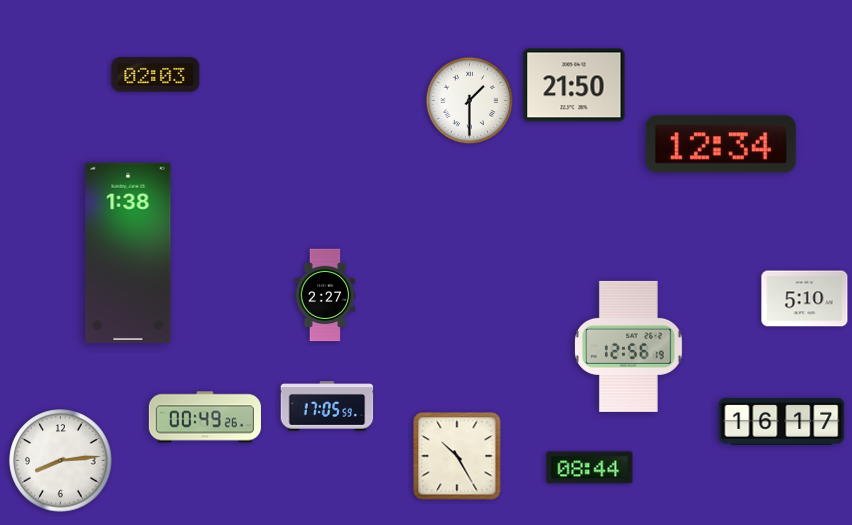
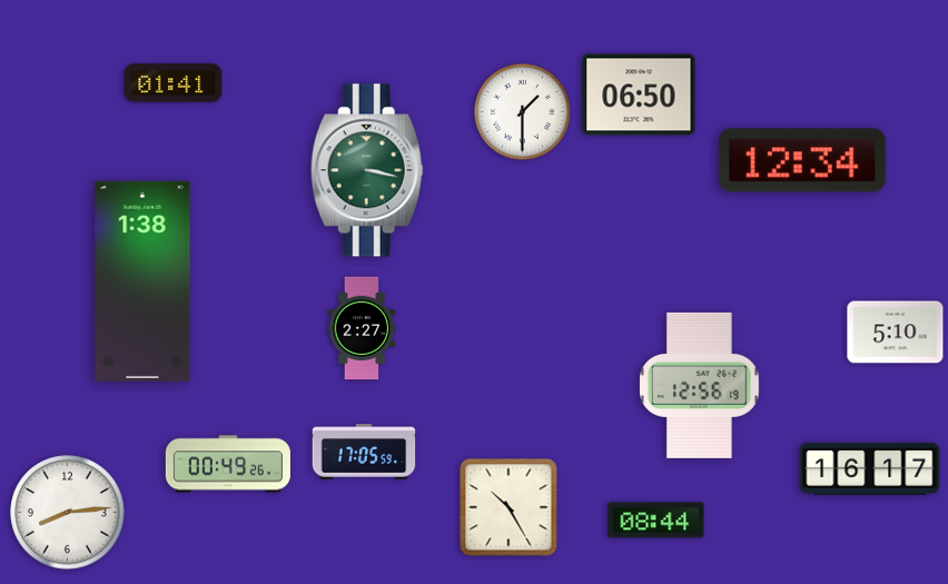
clock at (156, 75): 02:03 -> 01:41
clock at (574, 85): 21:50 -> 06:50
clock at (367, 170): none -> 3:17
